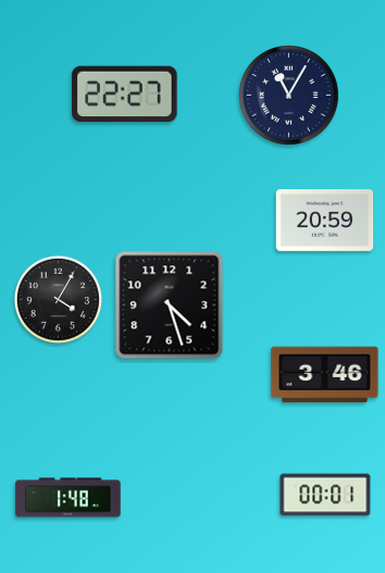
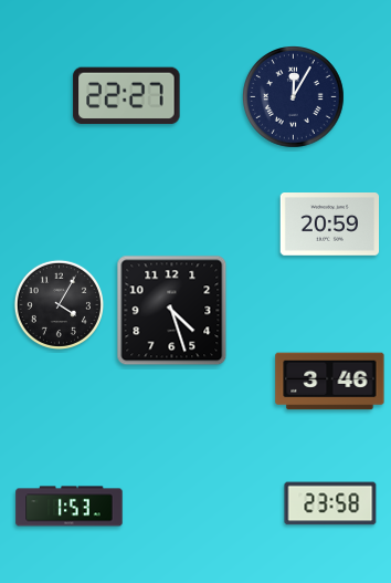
clock at (289, 96): 11:05 -> 12:05
clock at (325, 495): 00:01 -> 23:58
clock at (69, 498): 1:48 -> 1:53
